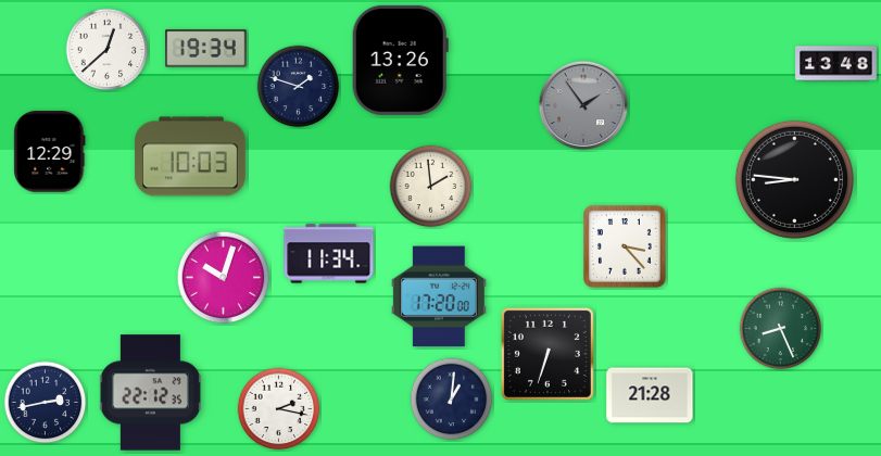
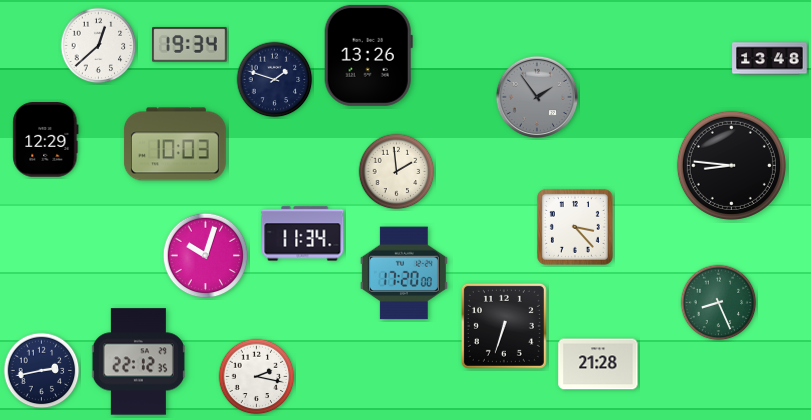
clock at (452, 400): 1:01 -> none
